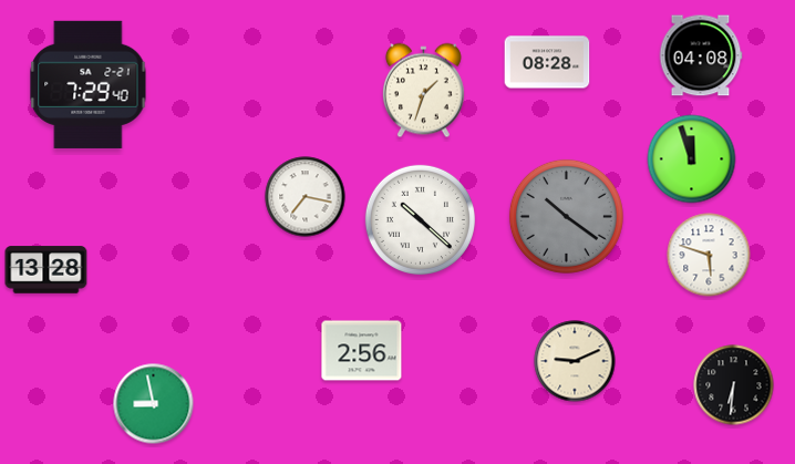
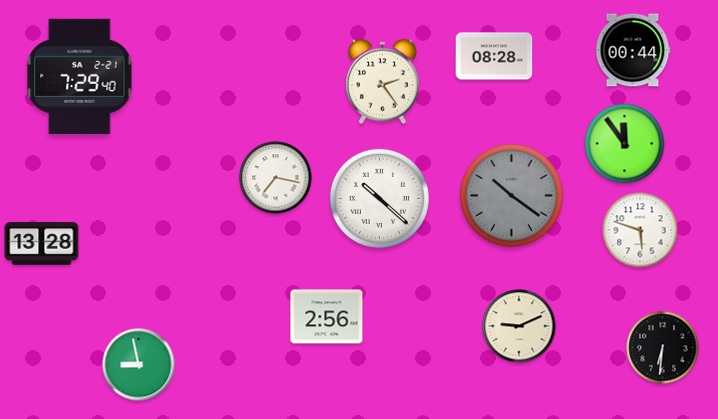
clock at (701, 55): 04:08 -> 00:44
clock at (423, 91): 1:33 -> 2:24
clock at (692, 159): 11:57 -> 11:54
